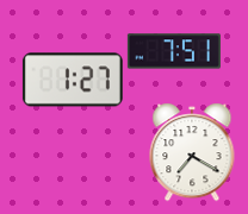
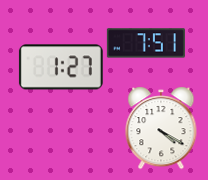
clock at (192, 152): 7:20 -> 4:20
